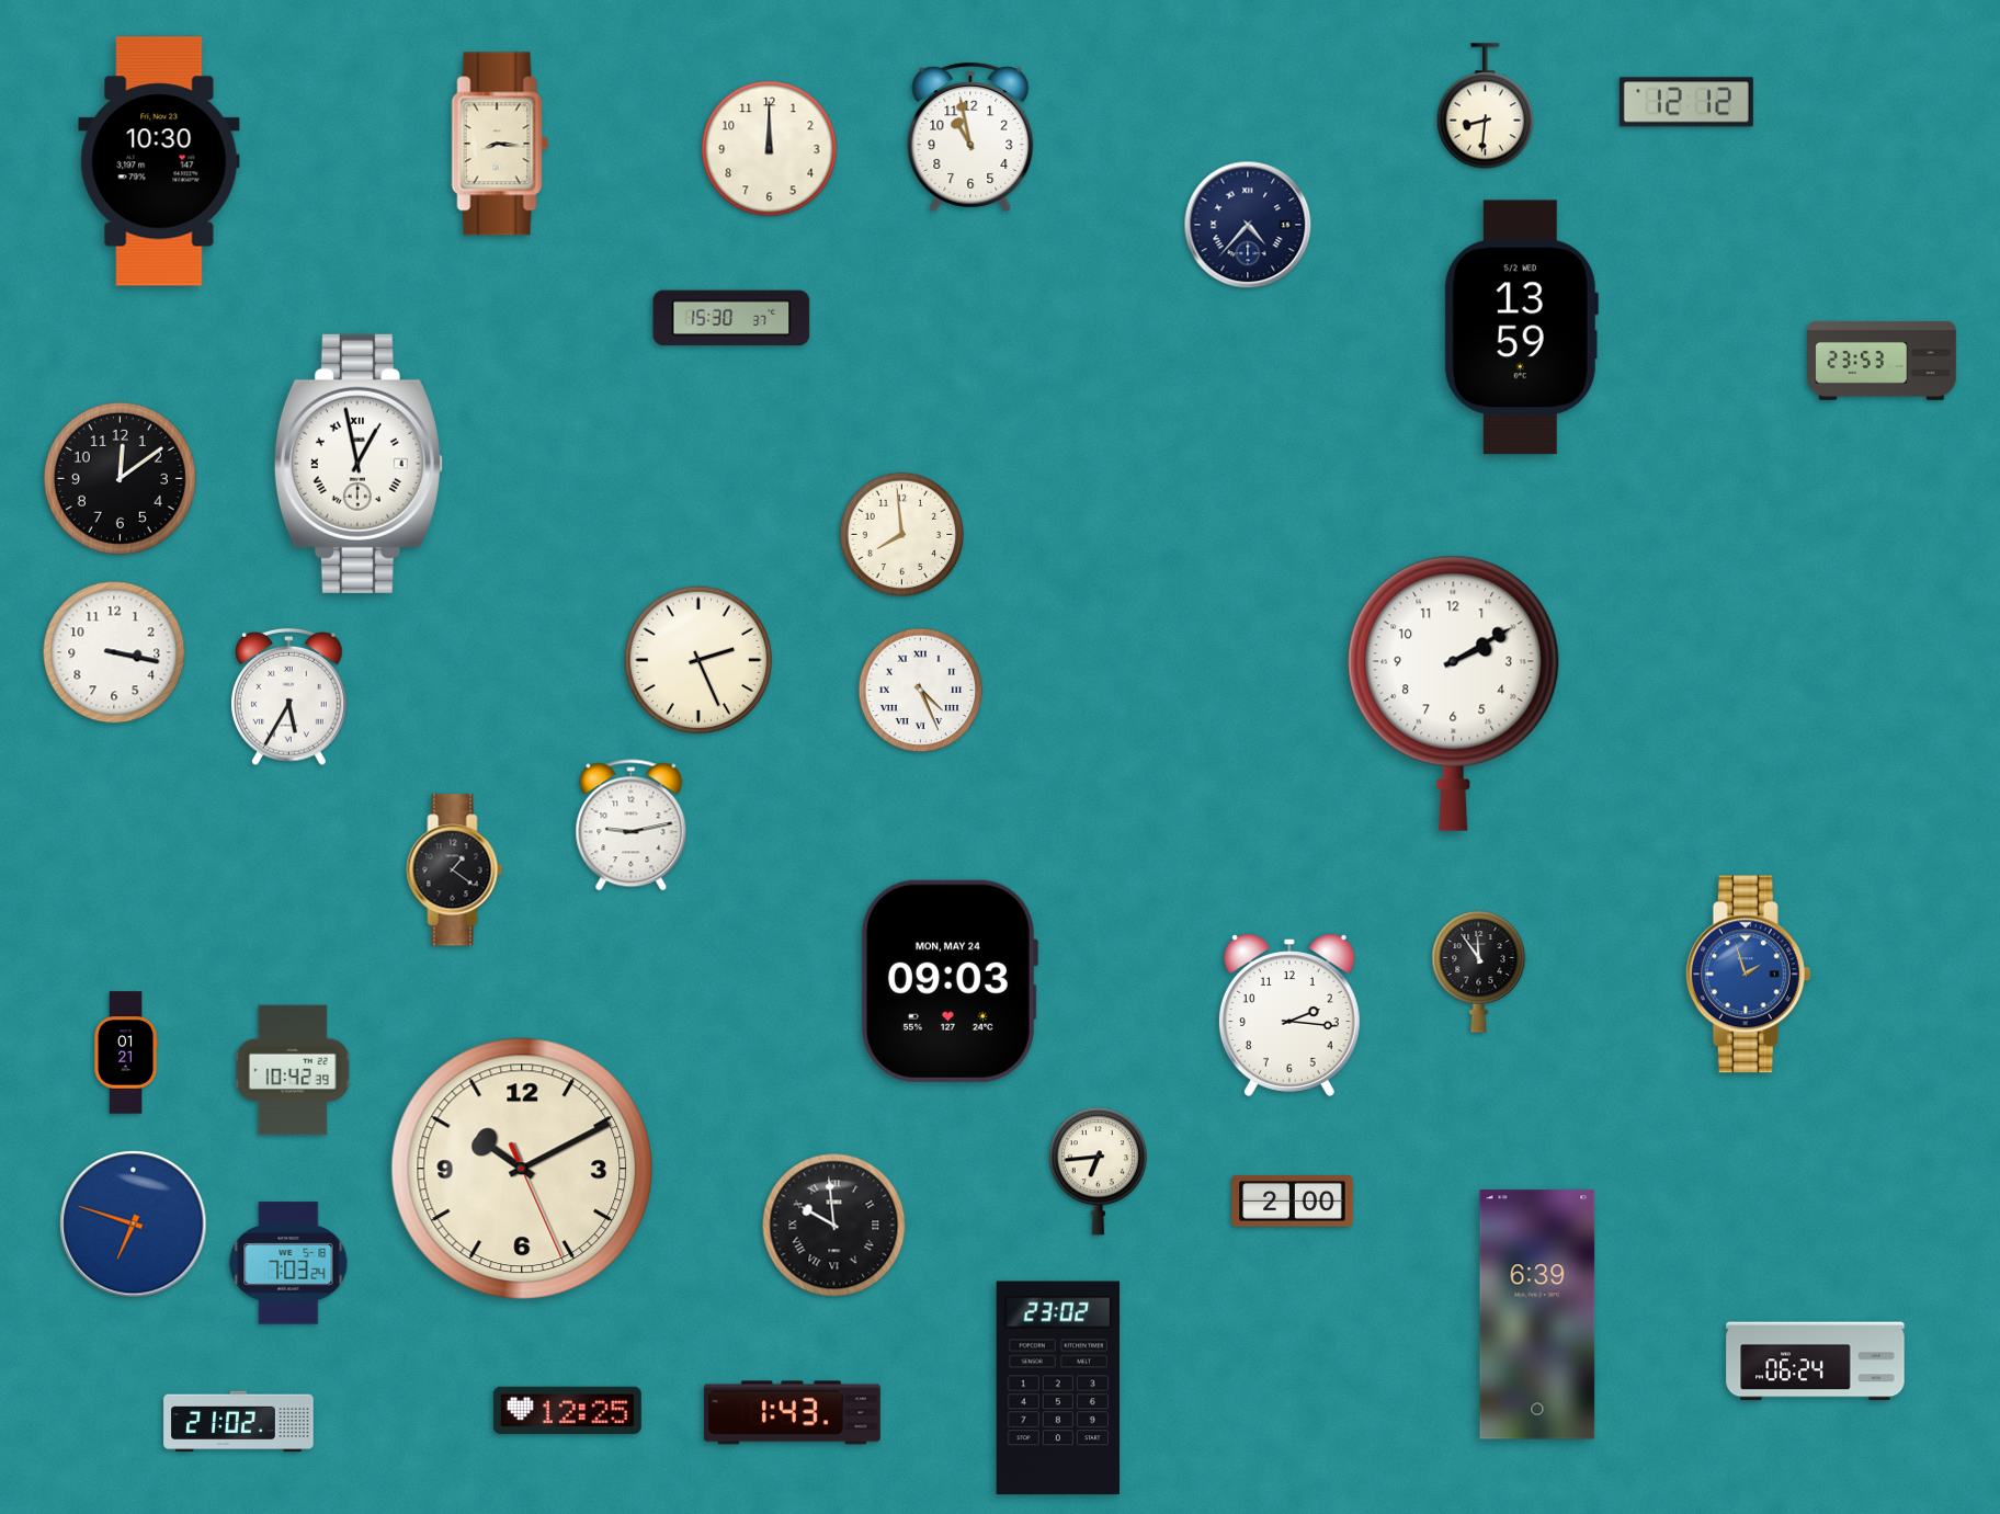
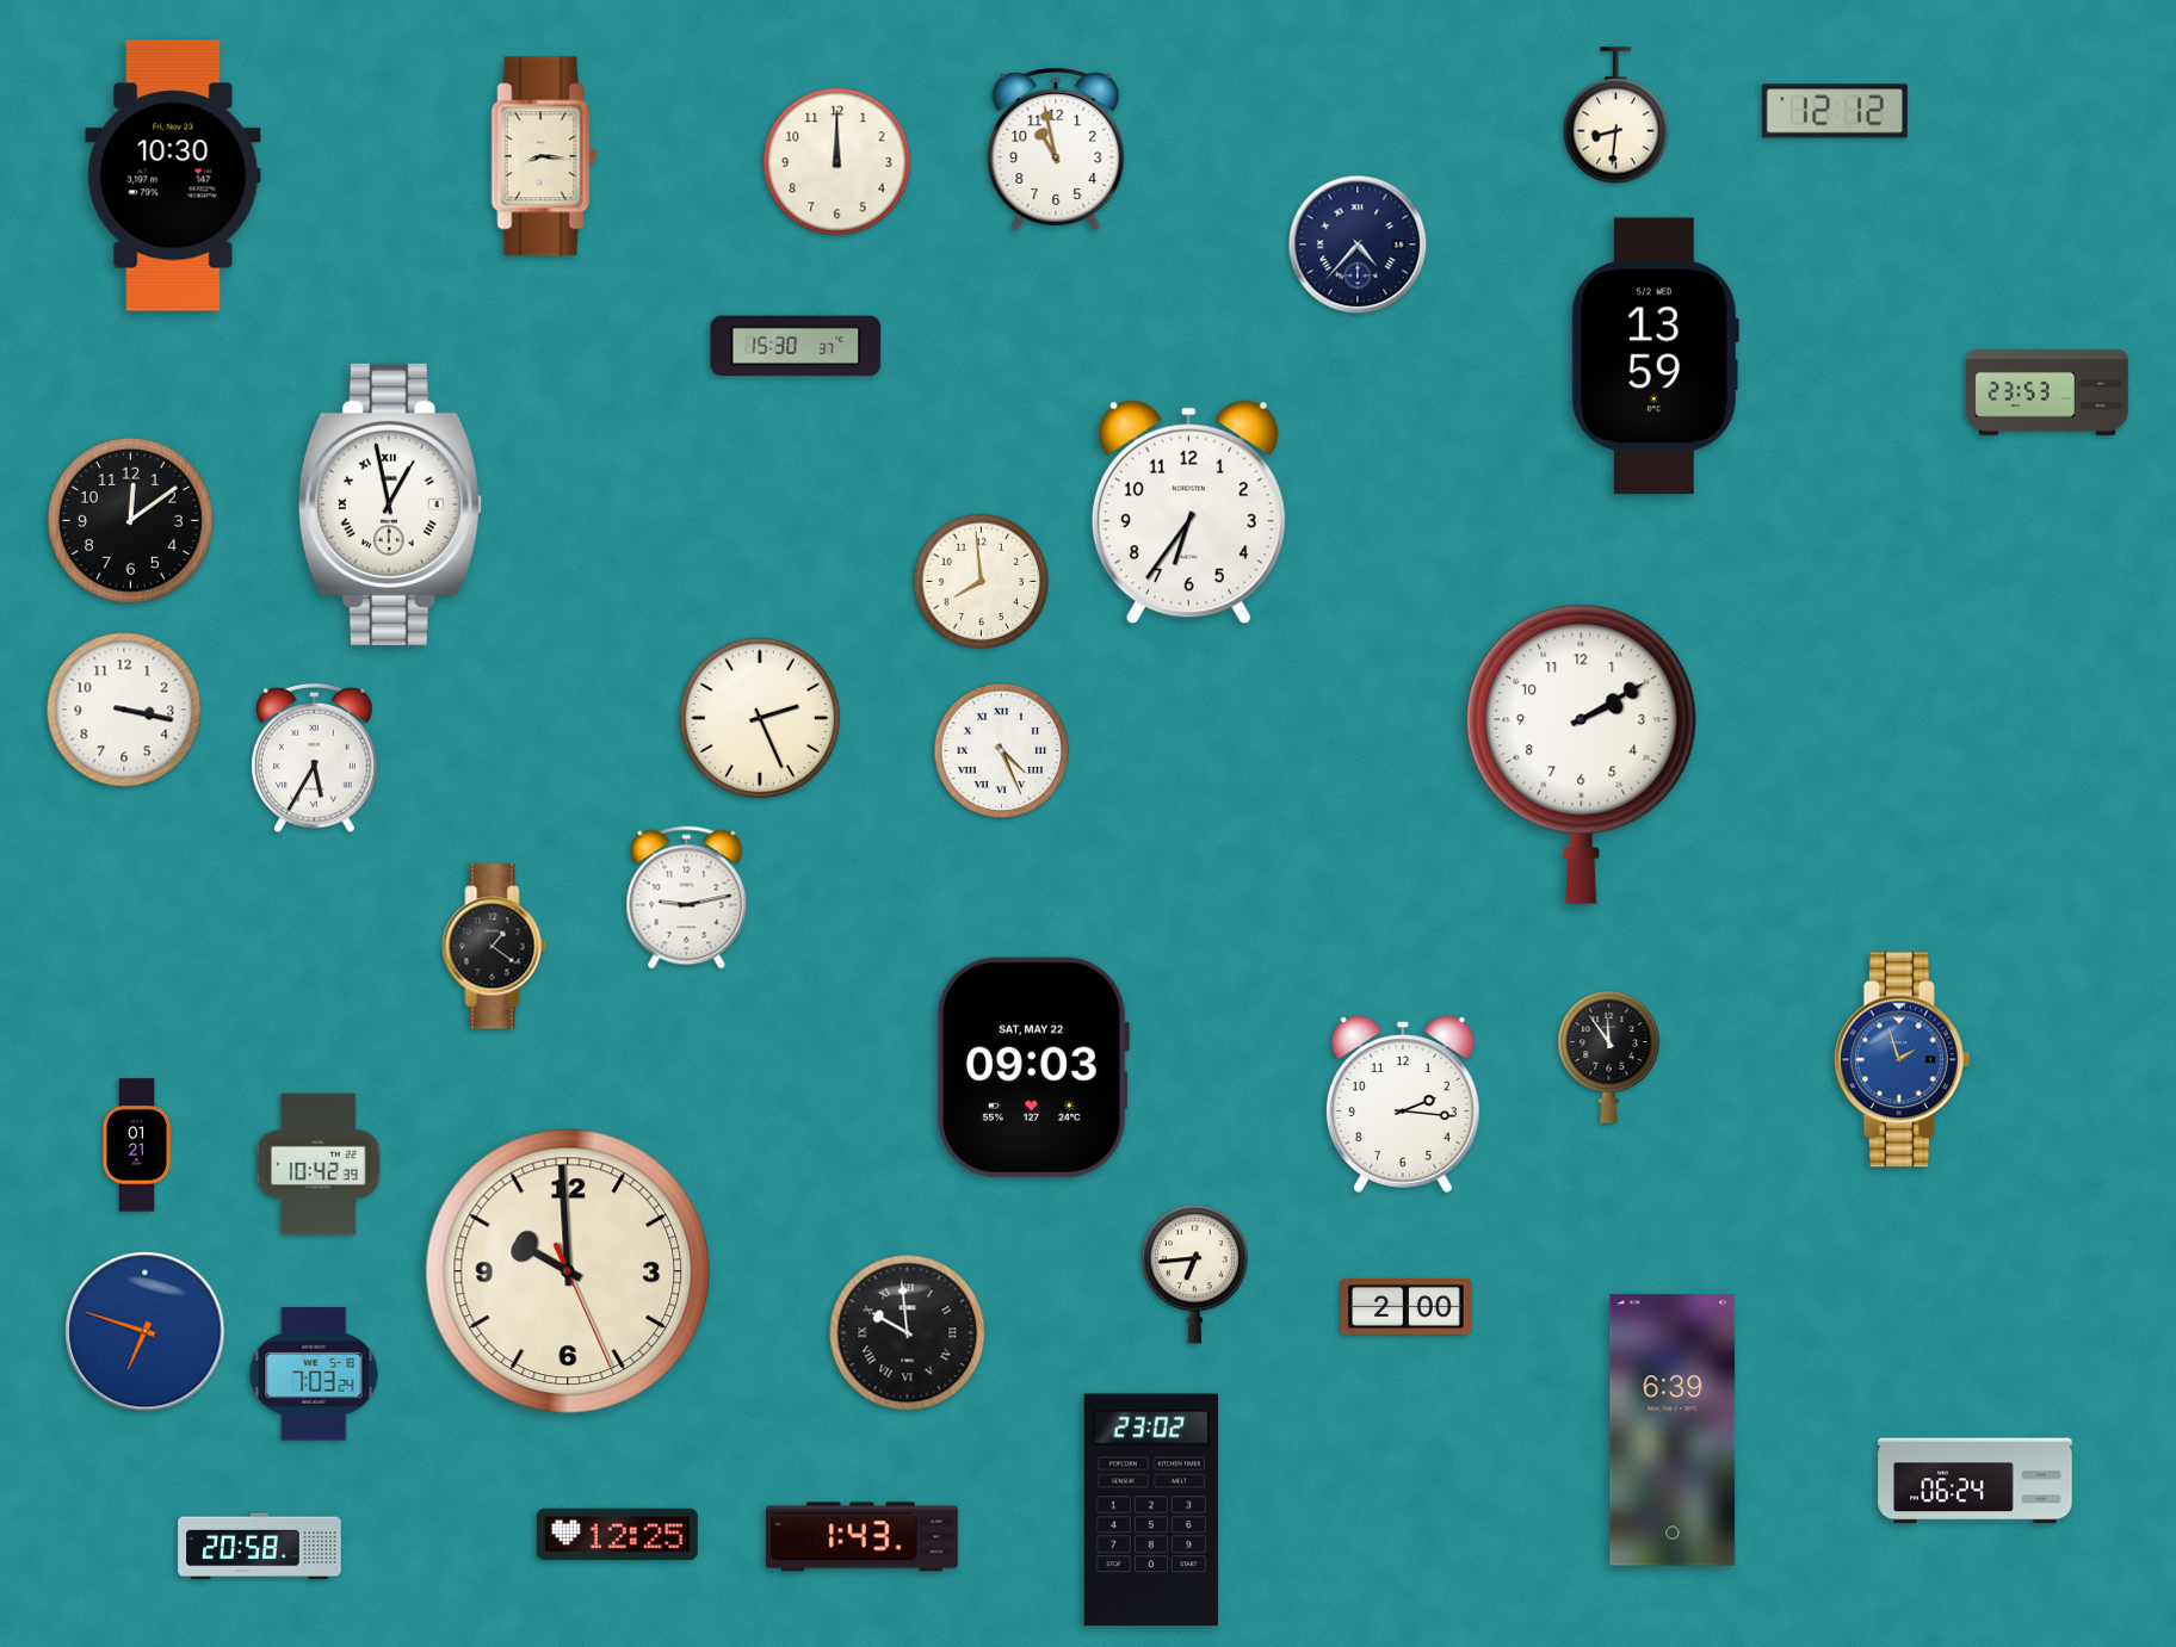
clock at (1188, 513): none -> 6:36
clock at (948, 981) date: MON, MAY 24 -> SAT, MAY 22
clock at (522, 1169): 10:10 -> 9:59
clock at (239, 1422): 21:02 -> 20:58
